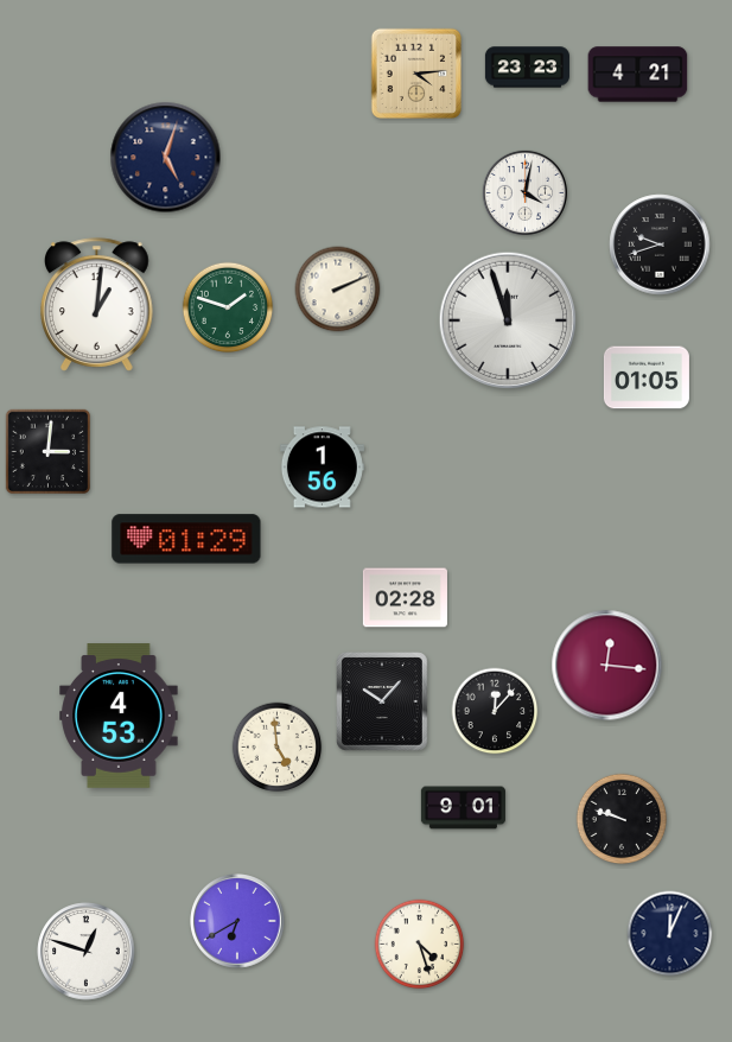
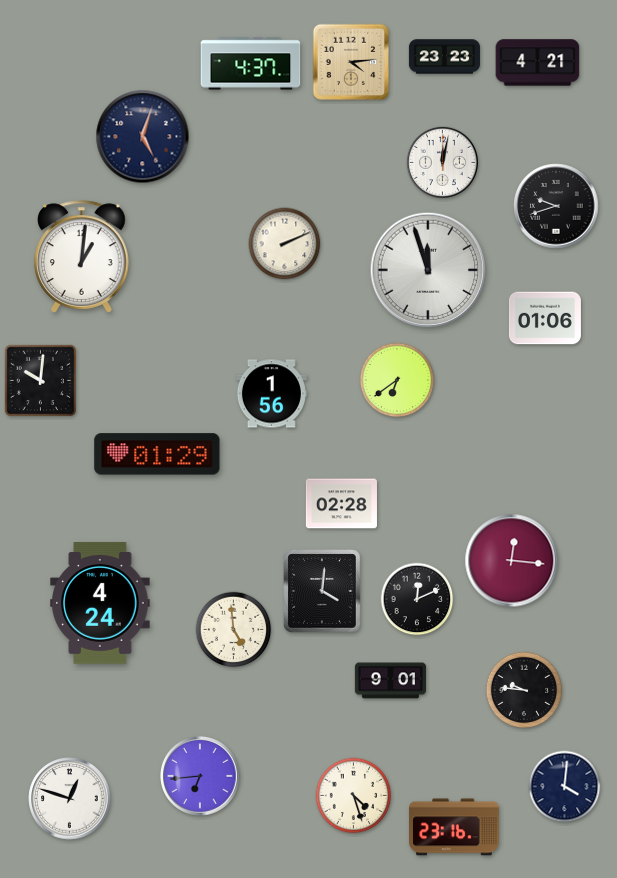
clock at (251, 64): none -> 4:37
clock at (166, 158) position: (166, 158) -> (143, 137)
clock at (524, 192): 4:02 -> 12:02
clock at (228, 307): 1:48 -> none
clock at (647, 377): 01:05 -> 01:06
clock at (47, 451): 3:01 -> 10:01
clock at (397, 380): none -> 6:39
clock at (382, 701): 10:07 -> 4:01
clock at (495, 711): 12:07 -> 12:11
clock at (119, 716): 4:53 -> 4:24
clock at (622, 819): 9:48 -> 9:46
clock at (237, 921): 6:40 -> 6:44
clock at (670, 934): 12:04 -> 4:01
clock at (87, 952) position: (87, 952) -> (70, 799)
clock at (454, 827): none -> 23:16
